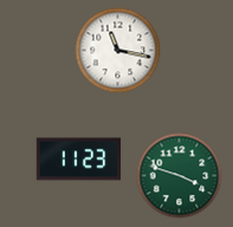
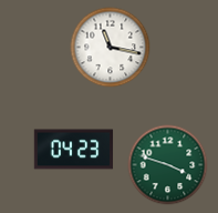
clock at (79, 160): 11:23 -> 04:23
